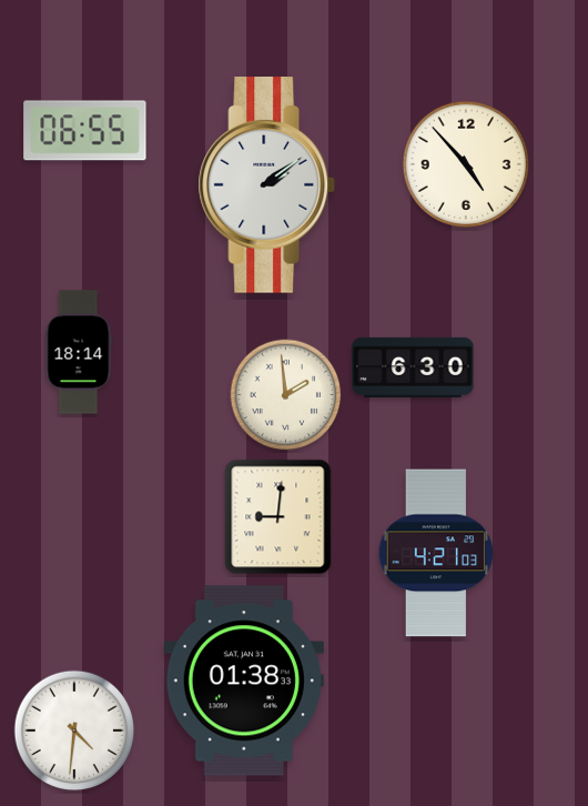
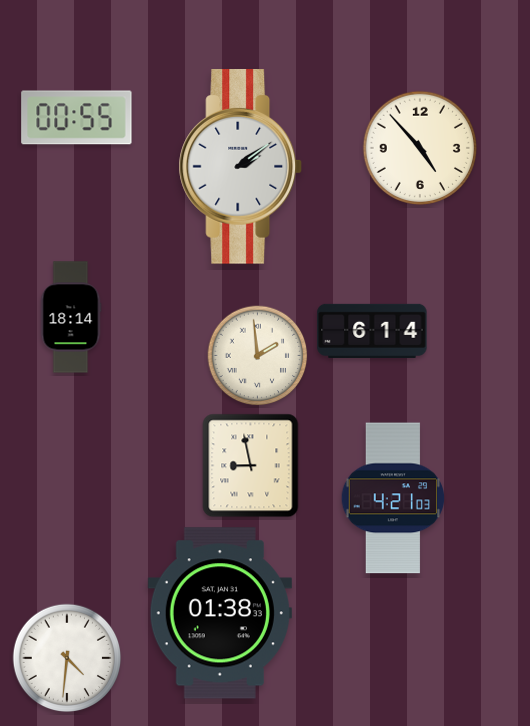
clock at (85, 131): 06:55 -> 00:55
clock at (413, 367): 6:30 -> 6:14
clock at (278, 517): 9:01 -> 8:58
